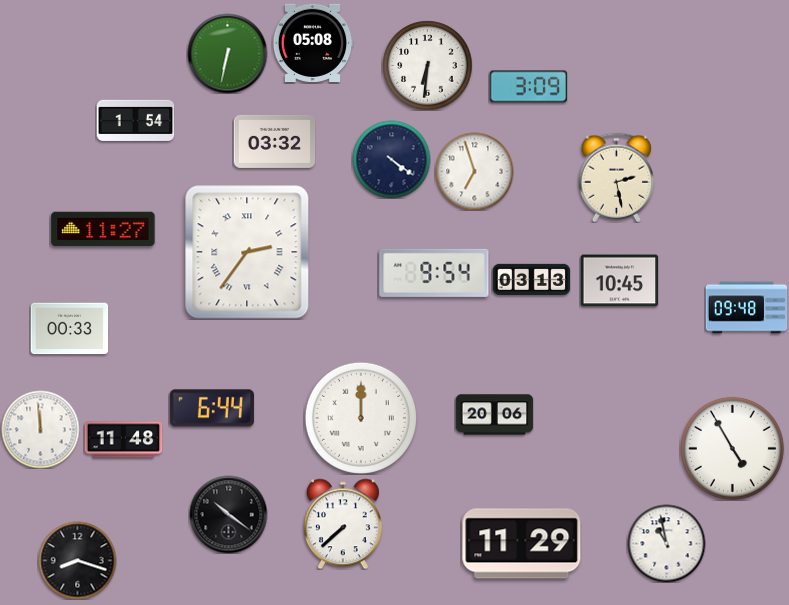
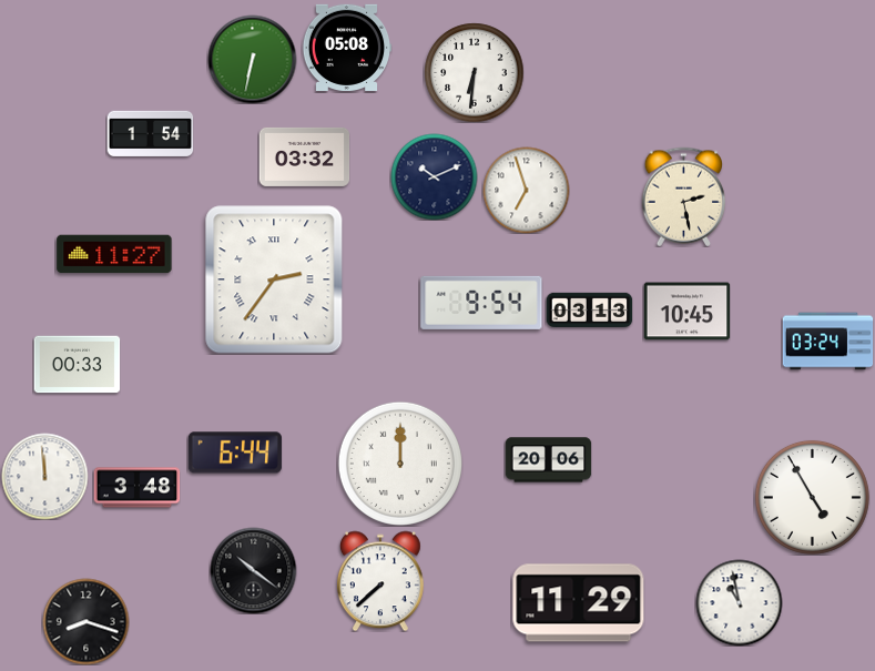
clock at (528, 87): 3:09 -> none
clock at (391, 159): 4:21 -> 10:11
clock at (746, 308): 09:48 -> 03:24
clock at (123, 440): 11:48 -> 3:48
